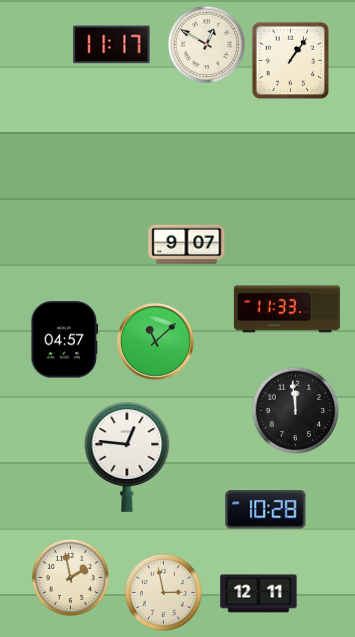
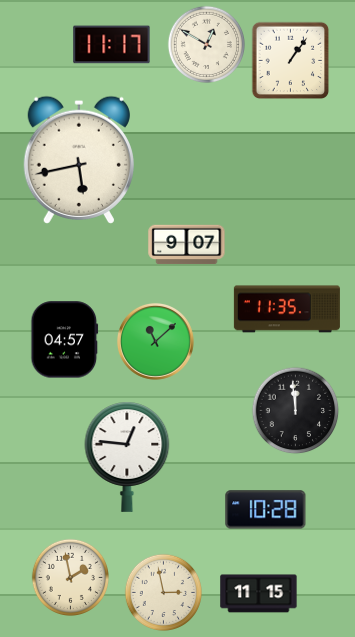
clock at (79, 160): none -> 5:43
clock at (287, 309): 11:33 -> 11:35
clock at (259, 594): 12:11 -> 11:15
